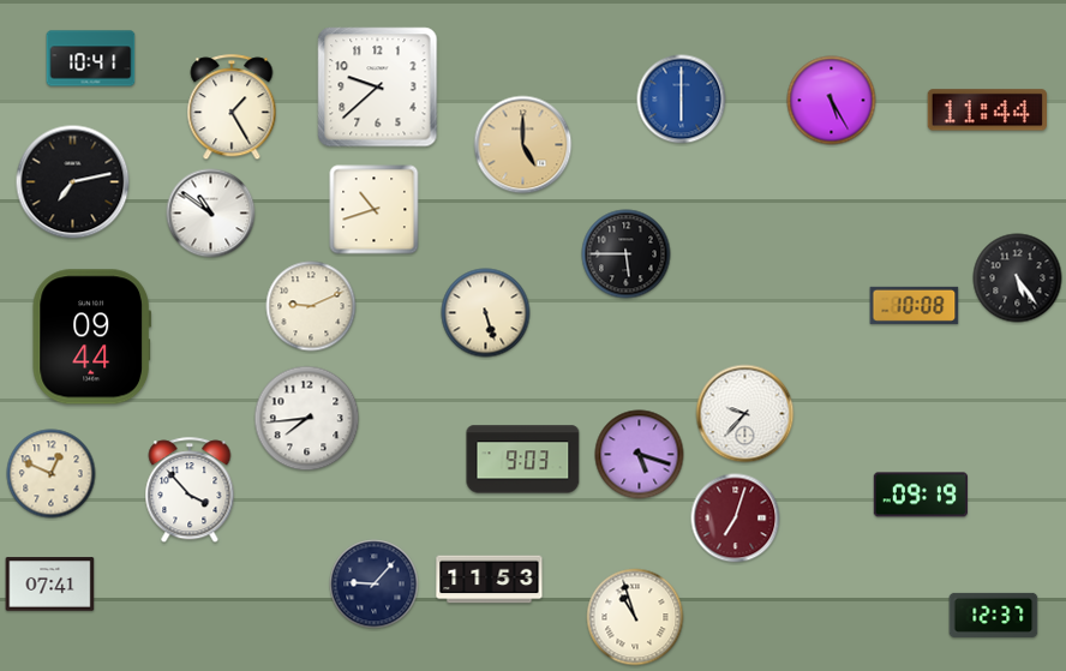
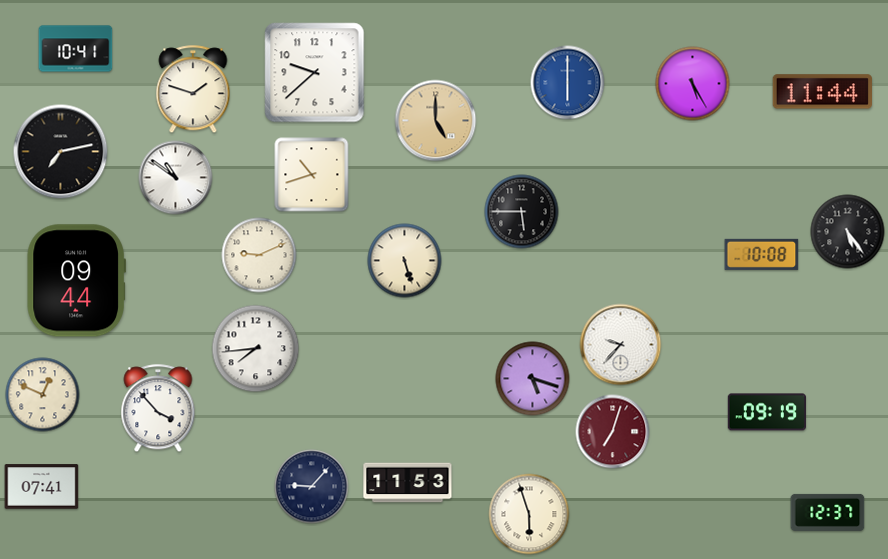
clock at (232, 108): 1:25 -> 1:48
clock at (523, 460): 9:03 -> none
clock at (635, 617): 10:57 -> 5:57
